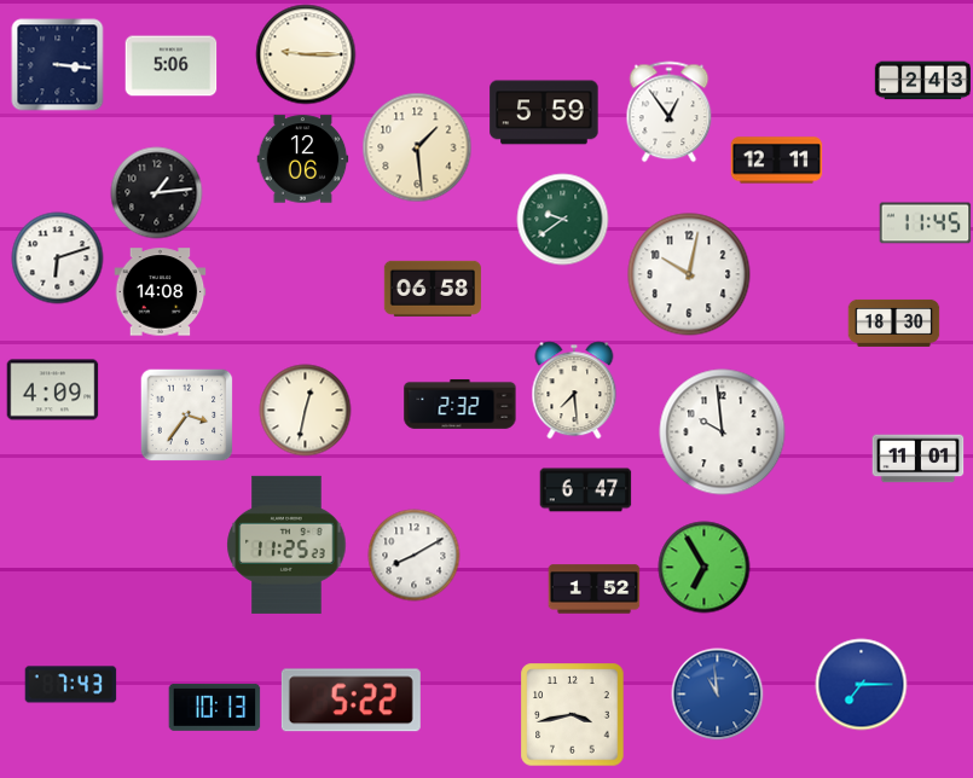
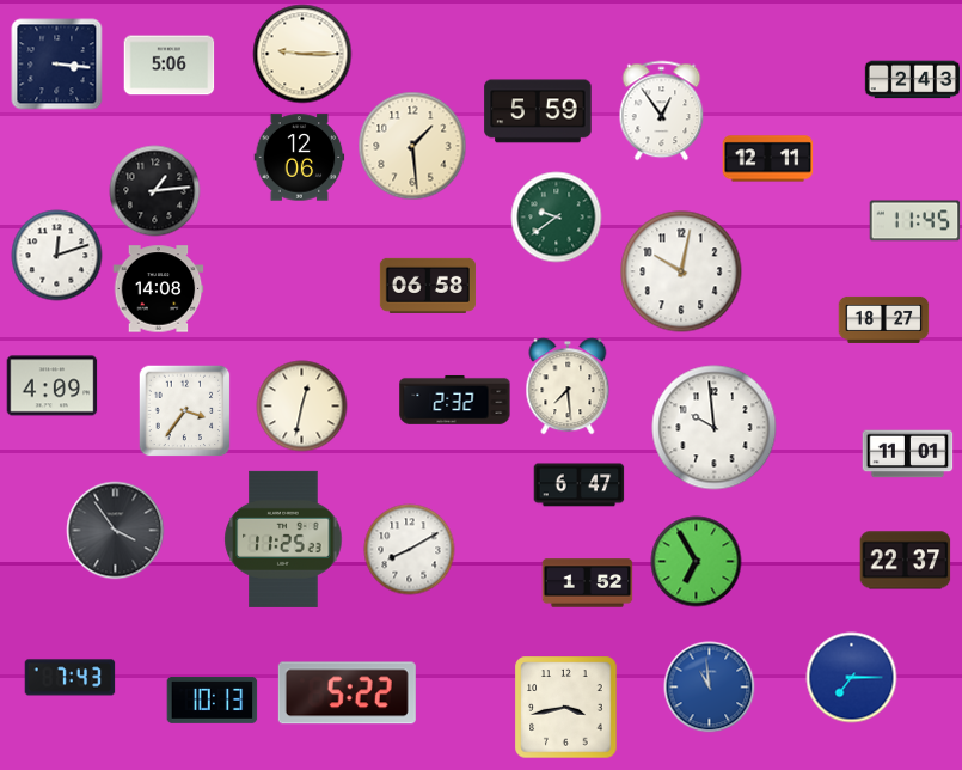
clock at (58, 259): 6:12 -> 12:12
clock at (894, 323): 18:30 -> 18:27
clock at (116, 531): none -> 3:54
clock at (906, 561): none -> 22:37
